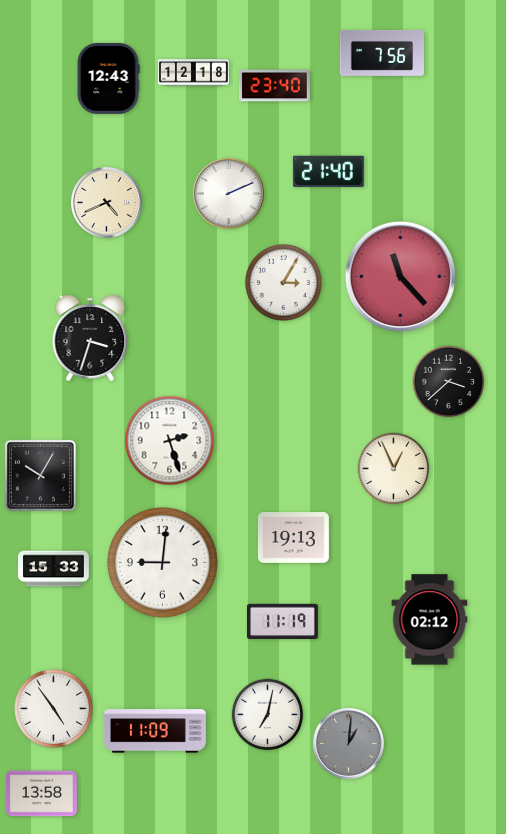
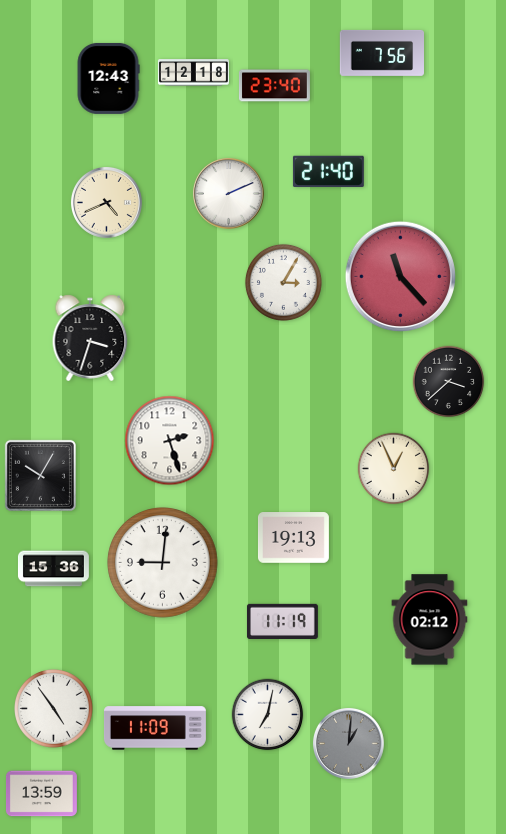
clock at (53, 569): 15:33 -> 15:36
clock at (155, 731) position: (155, 731) -> (155, 728)
clock at (41, 794): 13:58 -> 13:59
